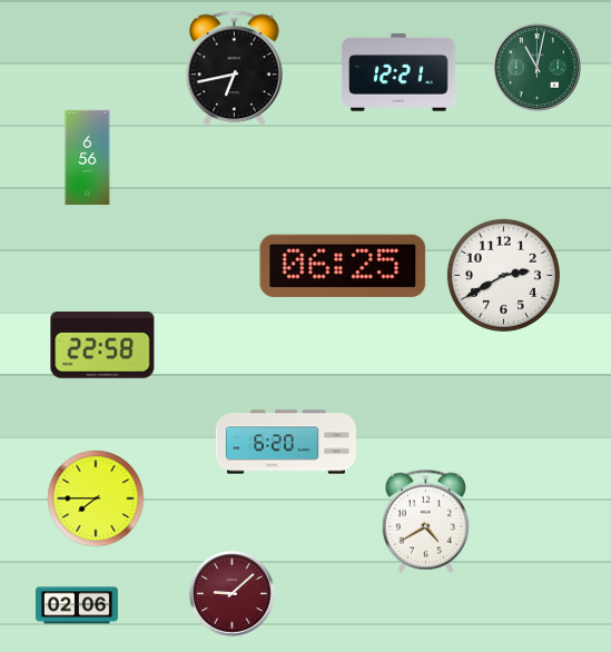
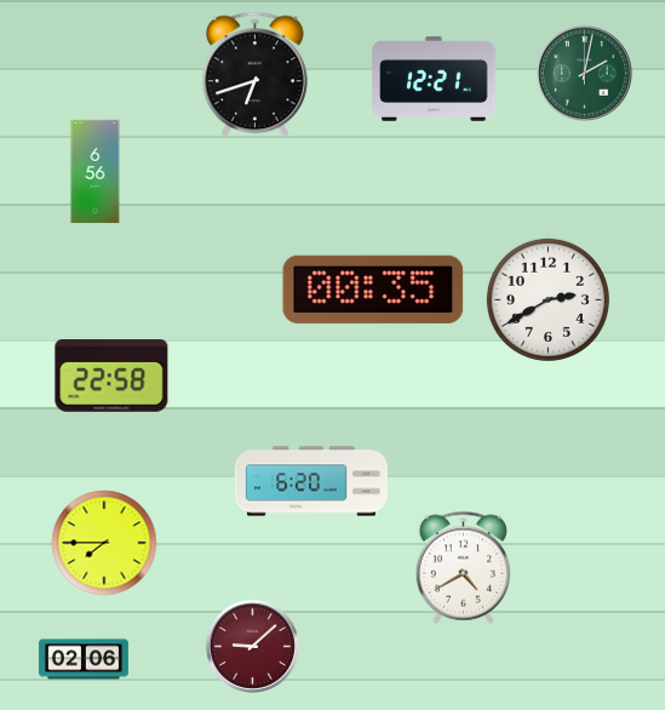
clock at (536, 67): 11:02 -> 2:02
clock at (235, 69): 6:43 -> 6:42
clock at (343, 266): 06:25 -> 00:35
